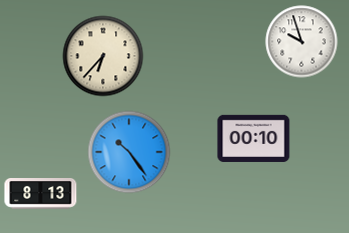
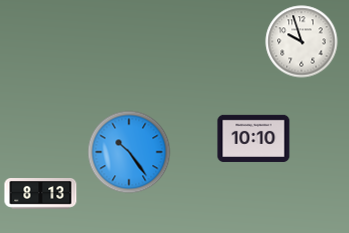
clock at (103, 56): 6:37 -> none
clock at (254, 138): 00:10 -> 10:10
